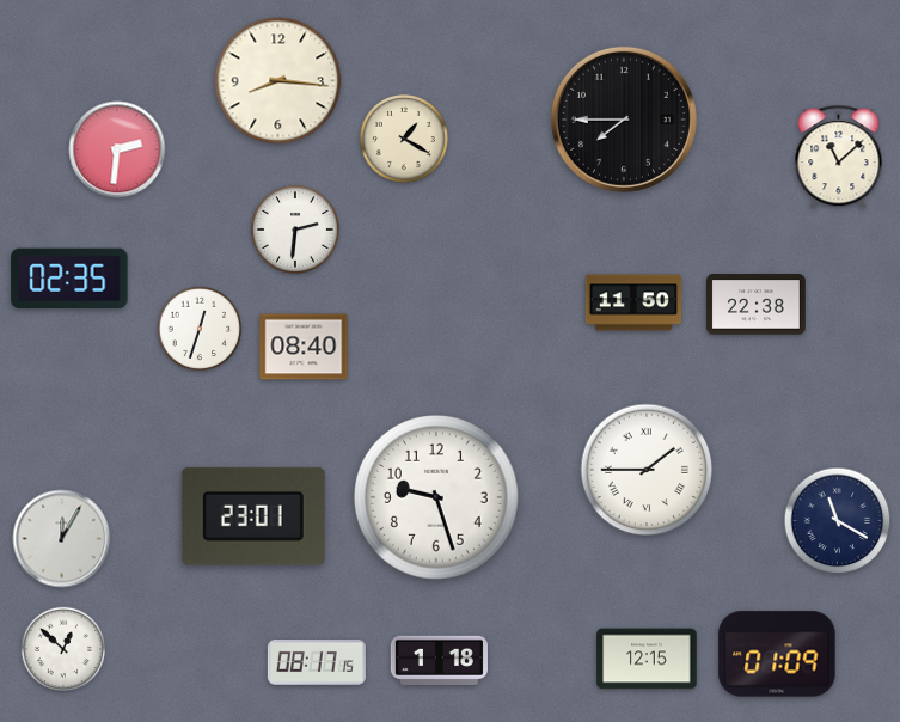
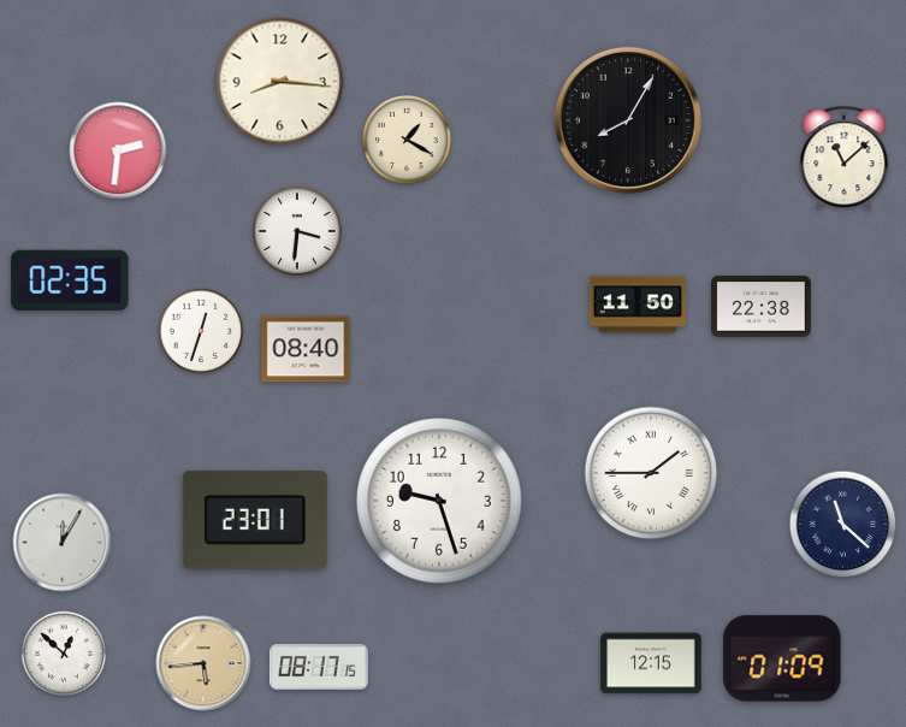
clock at (624, 120): 7:45 -> 8:05
clock at (295, 230): 2:31 -> 3:31
clock at (838, 521): 11:20 -> 11:22
clock at (203, 663): none -> 5:44
clock at (439, 660): 1:18 -> none
